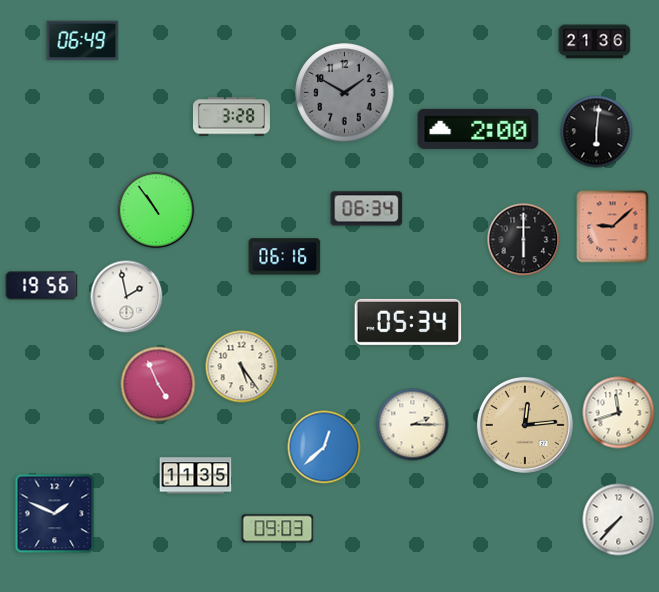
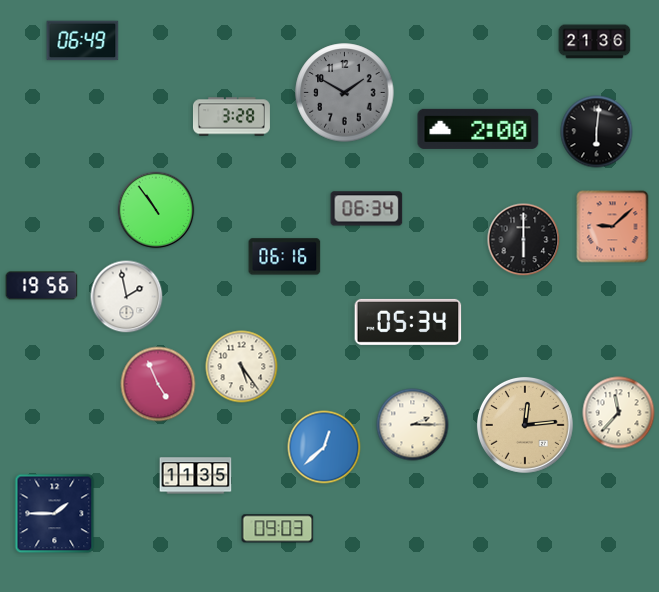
clock at (619, 413): 11:42 -> 11:37
clock at (55, 514): 1:49 -> 1:45
clock at (619, 520): 7:37 -> none
